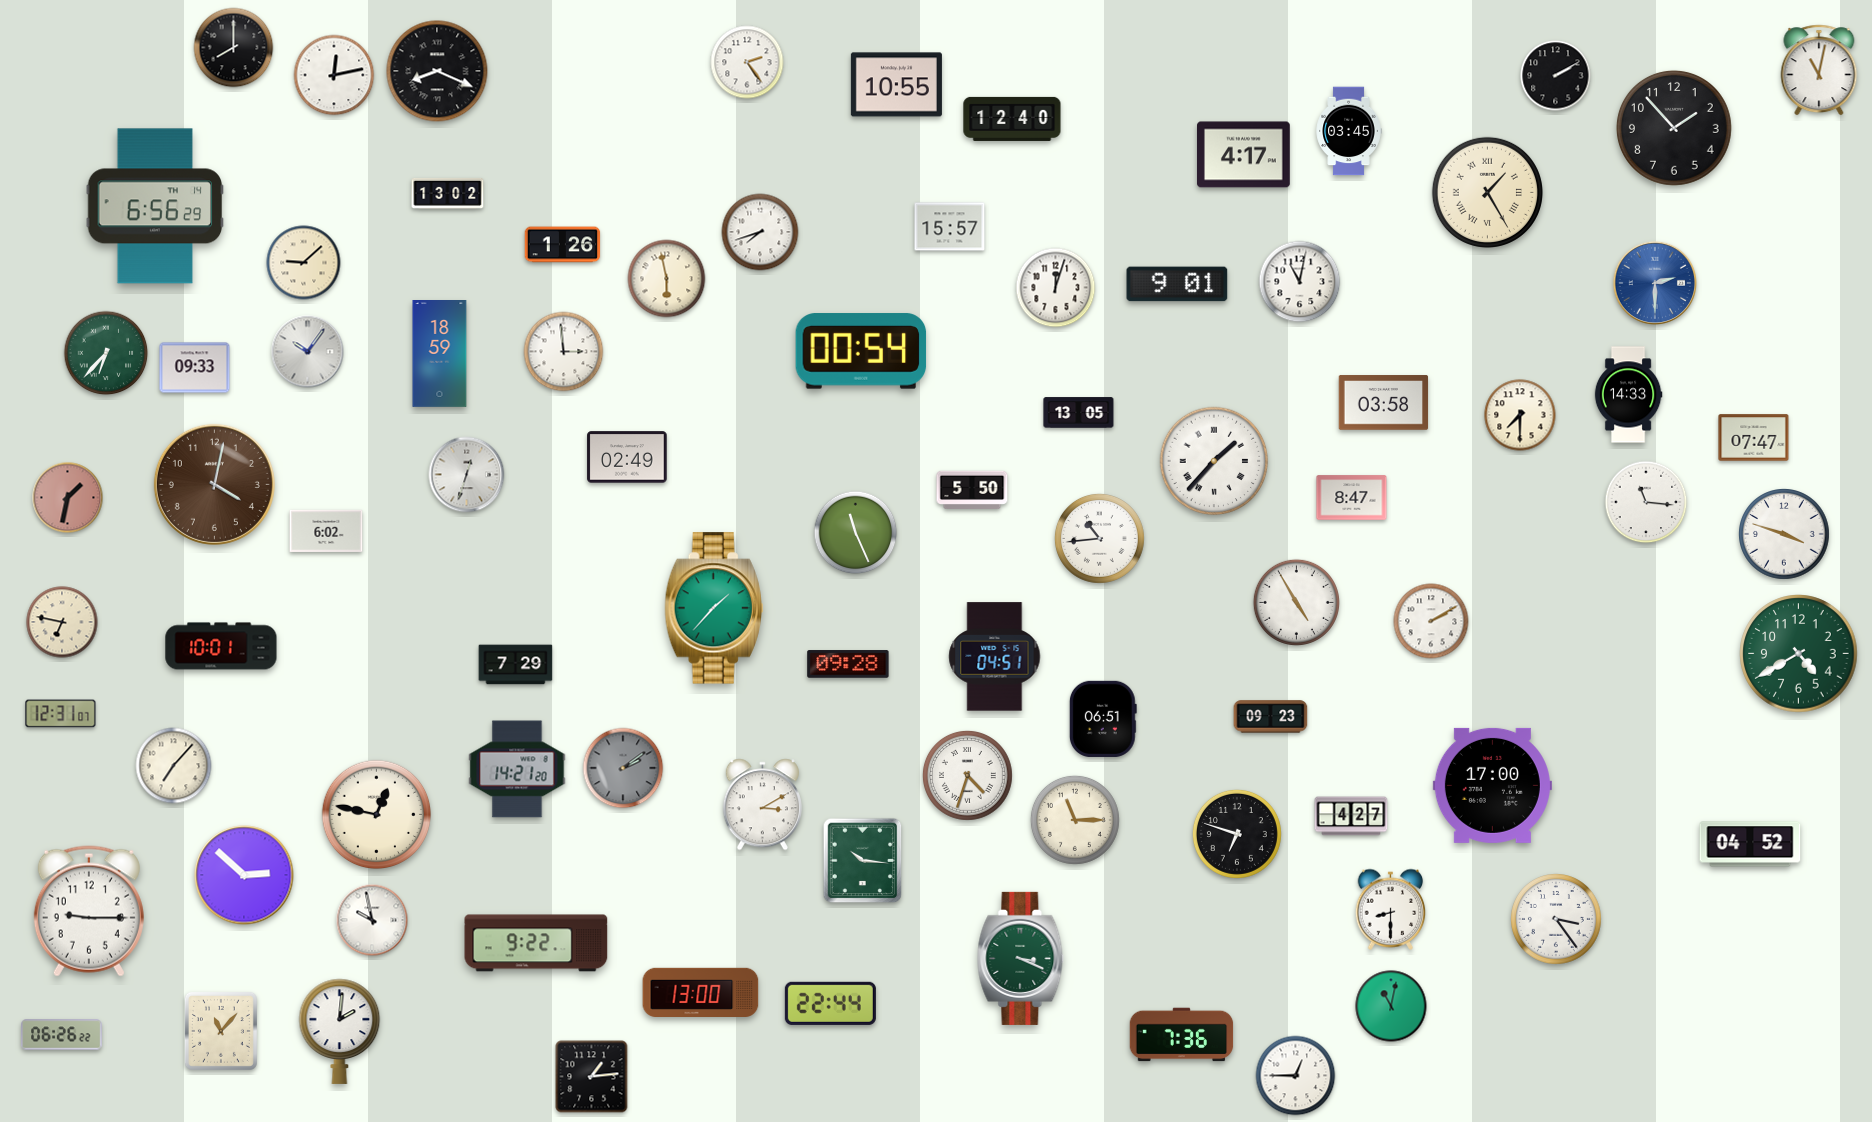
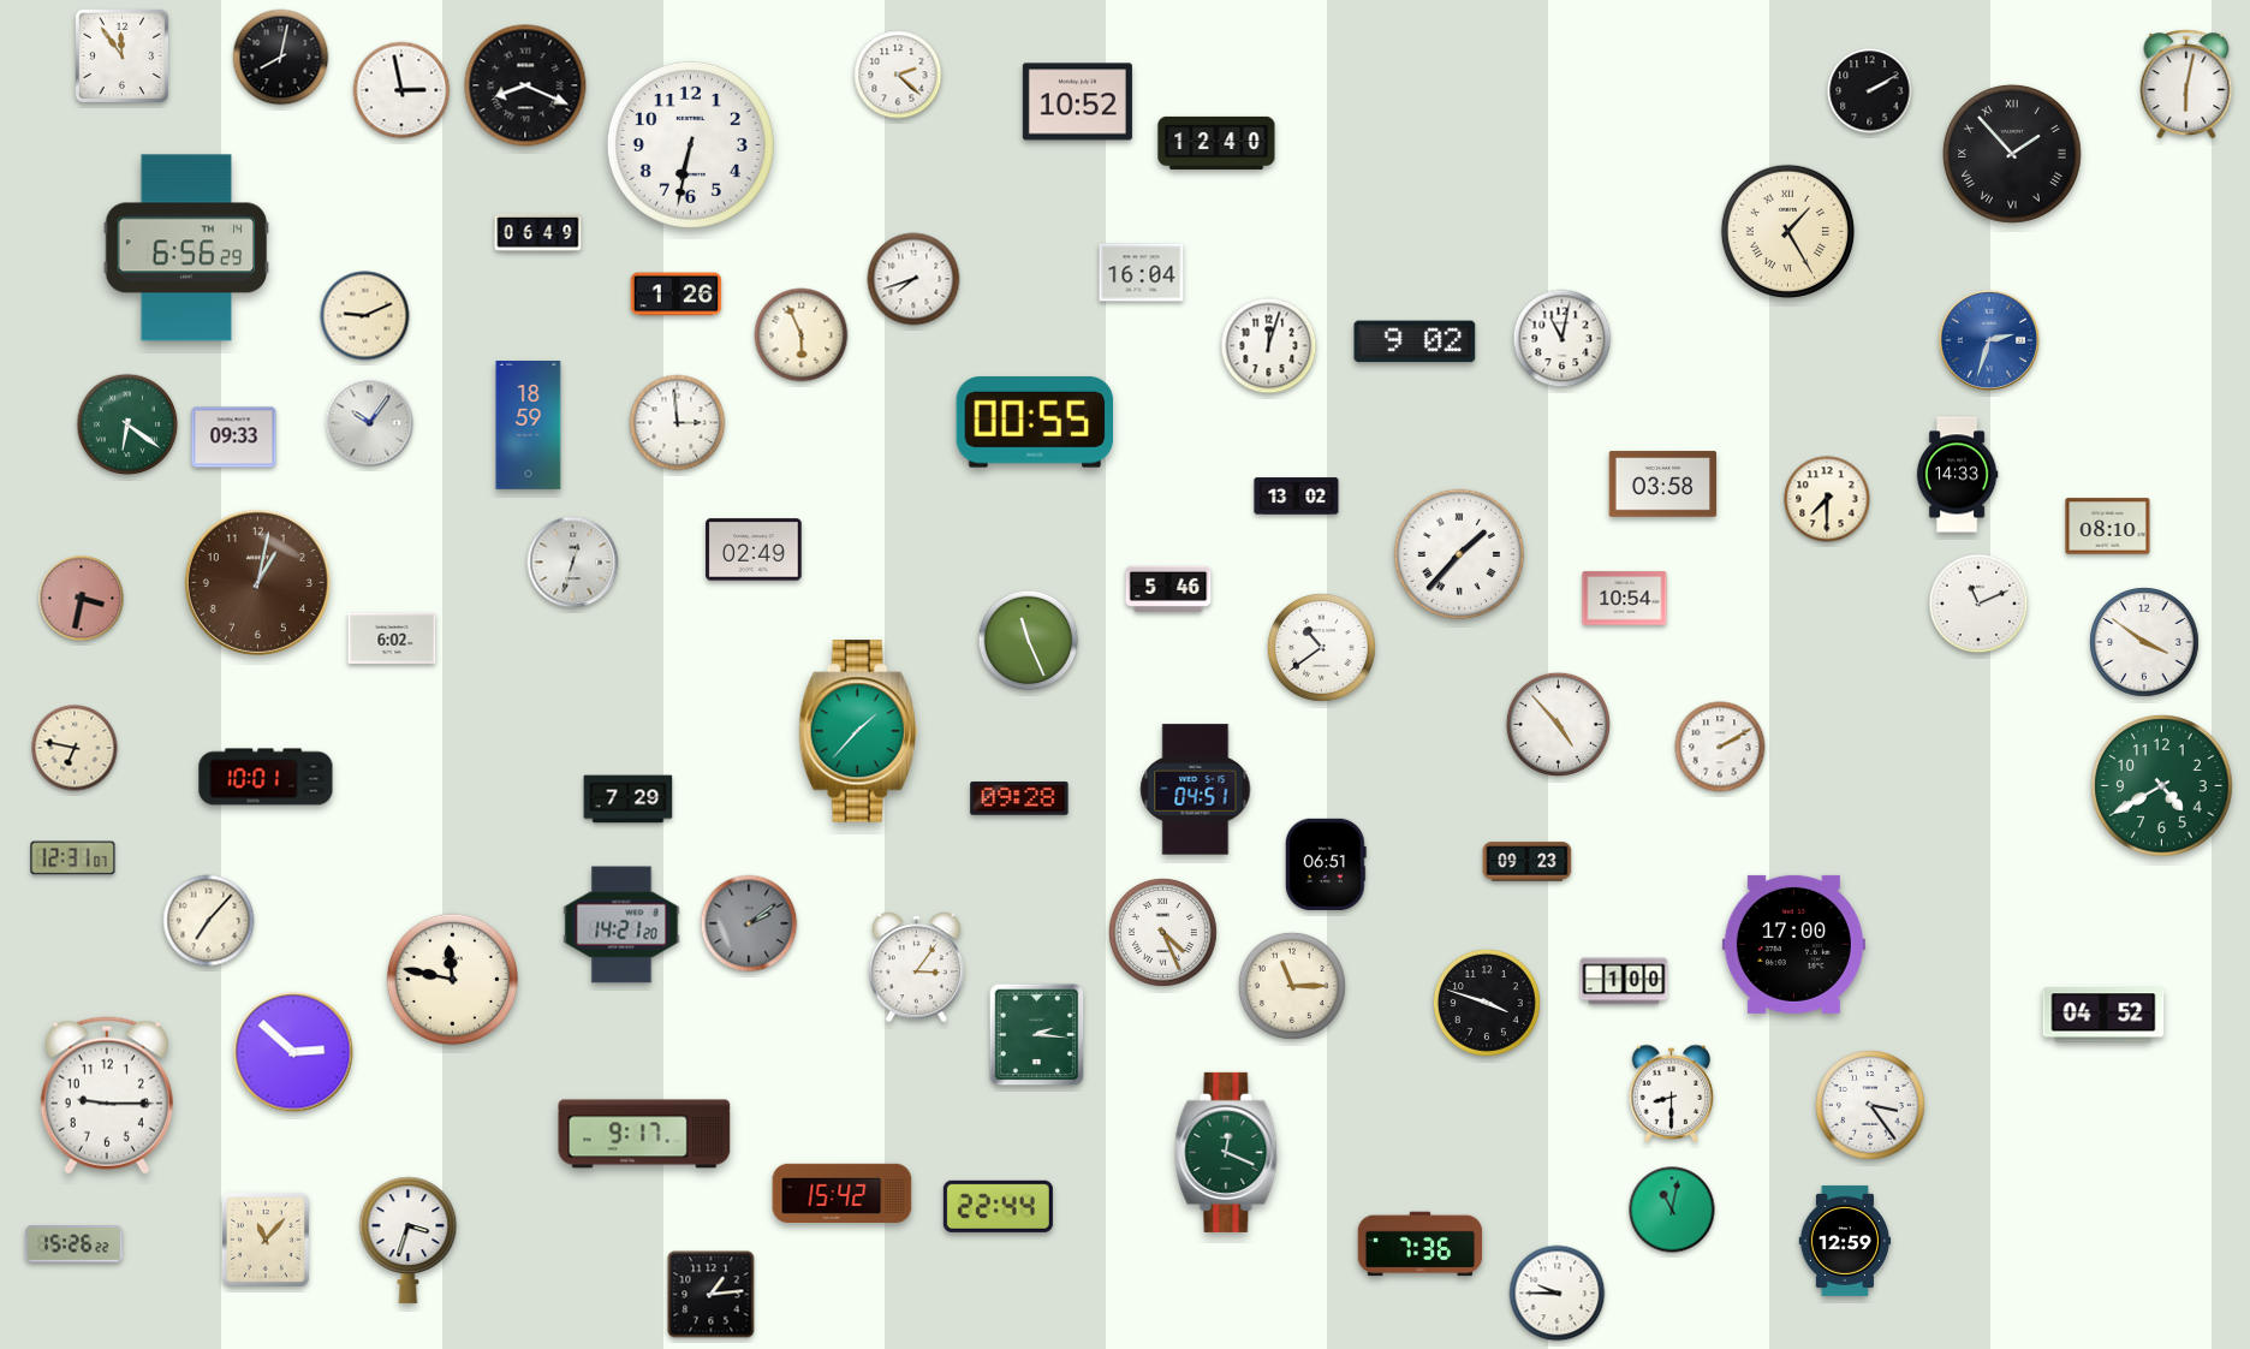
clock at (121, 55): none -> 11:54
clock at (234, 48): 8:00 -> 8:02
clock at (747, 62): 2:24 -> 2:22
clock at (1819, 70): 11:02 -> 6:02
clock at (334, 75): 12:13 -> 2:58
clock at (896, 85): 10:55 -> 10:52
clock at (690, 144): none -> 6:32
clock at (1674, 128) numerals: Arabic -> Roman
clock at (1349, 131): 03:45 -> none
clock at (1244, 155): 4:17 -> none
clock at (448, 193): 13:02 -> 06:49
clock at (950, 227): 15:57 -> 16:04
clock at (304, 263): 9:08 -> 9:11
clock at (667, 279): 5:58 -> 5:56
clock at (1654, 282): 2:30 -> 2:33
clock at (1177, 284): 9:01 -> 9:02
clock at (861, 351): 00:54 -> 00:55
clock at (106, 353): 6:37 -> 6:21
clock at (195, 368) position: (195, 368) -> (234, 438)
clock at (1079, 413): 13:05 -> 13:02
clock at (1754, 438): 07:47 -> 08:10
clock at (467, 475) position: (467, 475) -> (573, 563)
clock at (214, 484): 4:02 -> 1:02
clock at (972, 489): 5:50 -> 5:46
clock at (68, 498): 1:32 -> 3:32
clock at (1352, 498): 8:47 -> 10:54
clock at (1646, 502): 11:16 -> 11:11
clock at (1785, 535): 3:48 -> 3:51
clock at (1099, 538): 10:44 -> 10:39
clock at (1296, 602): 4:55 -> 4:53
clock at (516, 665) position: (516, 665) -> (629, 800)
clock at (967, 775): 4:33 -> 4:26
clock at (762, 805): 3:10 -> 3:06
clock at (377, 815): 12:47 -> 11:47
clock at (1351, 816): 4:27 -> 1:00
clock at (1237, 834): 6:48 -> 3:48
clock at (863, 861): 10:16 -> 2:16
clock at (372, 920): 9:58 -> none
clock at (536, 943): 9:22 -> 9:17
clock at (1021, 958): 3:19 -> 12:19
clock at (701, 992): 13:00 -> 15:42
clock at (340, 1031): 2:01 -> 3:33
clock at (1845, 1241): none -> 12:59
clock at (62, 1035): 06:26 -> 15:26
clock at (1296, 1076): 12:45 -> 9:45
